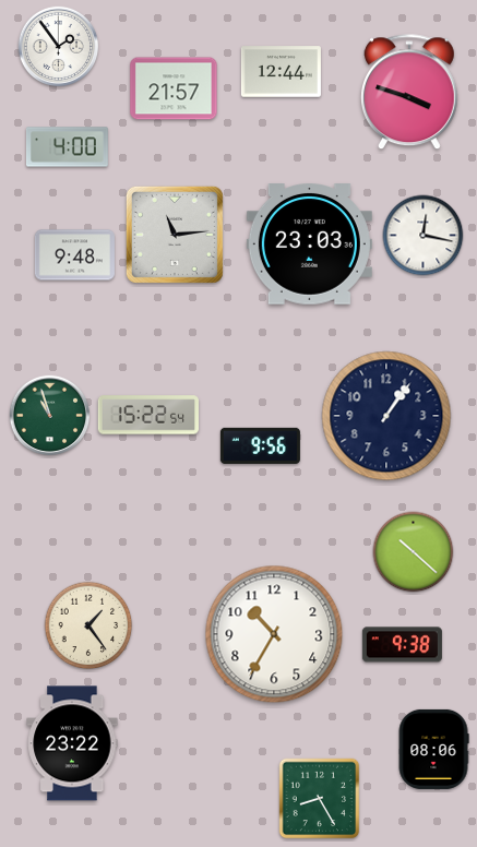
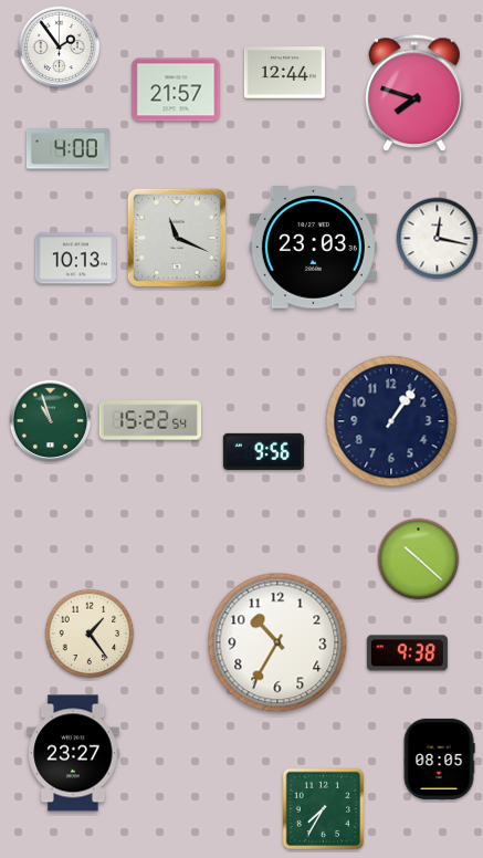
clock at (409, 93): 3:48 -> 7:48
clock at (175, 235): 11:14 -> 11:19
clock at (424, 236) position: (424, 236) -> (438, 239)
clock at (74, 255): 9:48 -> 10:13
clock at (72, 743): 23:22 -> 23:27
clock at (433, 749): 08:06 -> 08:05
clock at (320, 799): 8:25 -> 7:35
